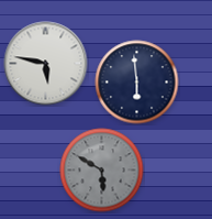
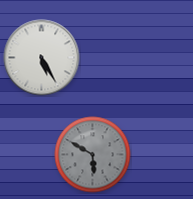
clock at (46, 64): 5:47 -> 5:25
clock at (137, 83): 5:59 -> none
